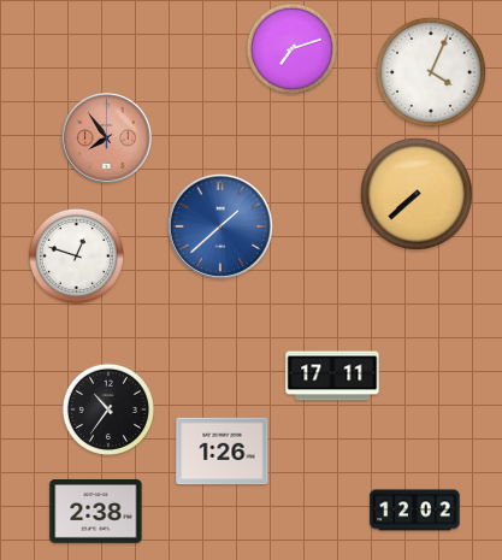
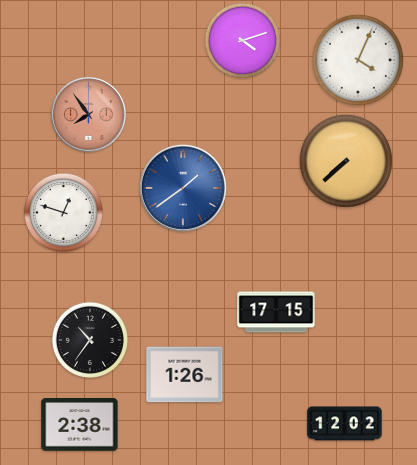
clock at (291, 48): 7:12 -> 4:12
clock at (220, 226): 1:38 -> 1:39
clock at (332, 376): 17:11 -> 17:15
